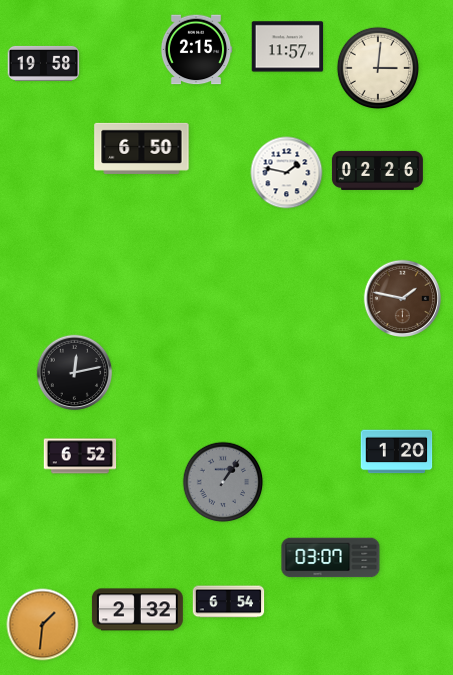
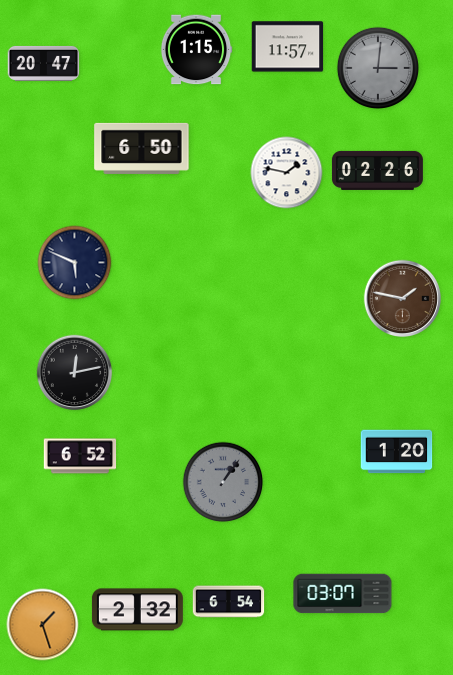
clock at (196, 50): 2:15 -> 1:15
clock at (44, 63): 19:58 -> 20:47
clock at (377, 67) dial: cream -> grey
clock at (75, 263): none -> 5:49
clock at (331, 558) position: (331, 558) -> (343, 594)
clock at (43, 625): 1:31 -> 1:27
